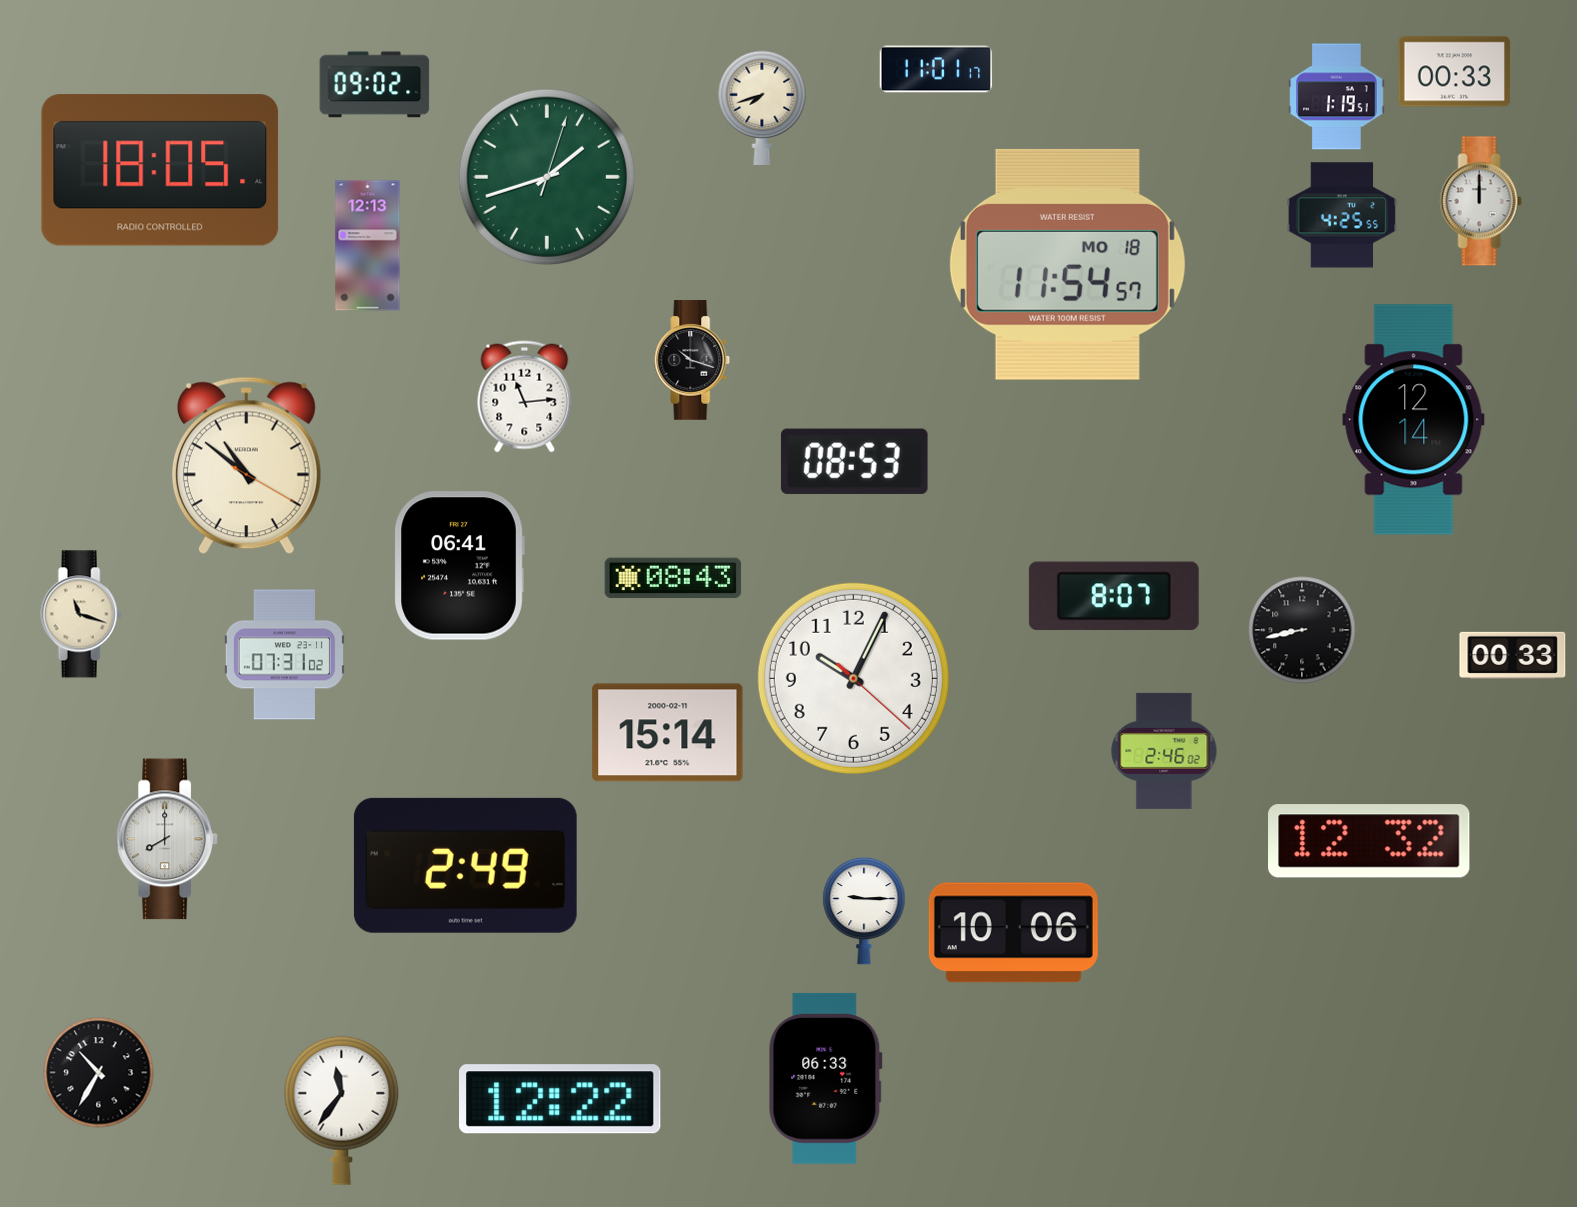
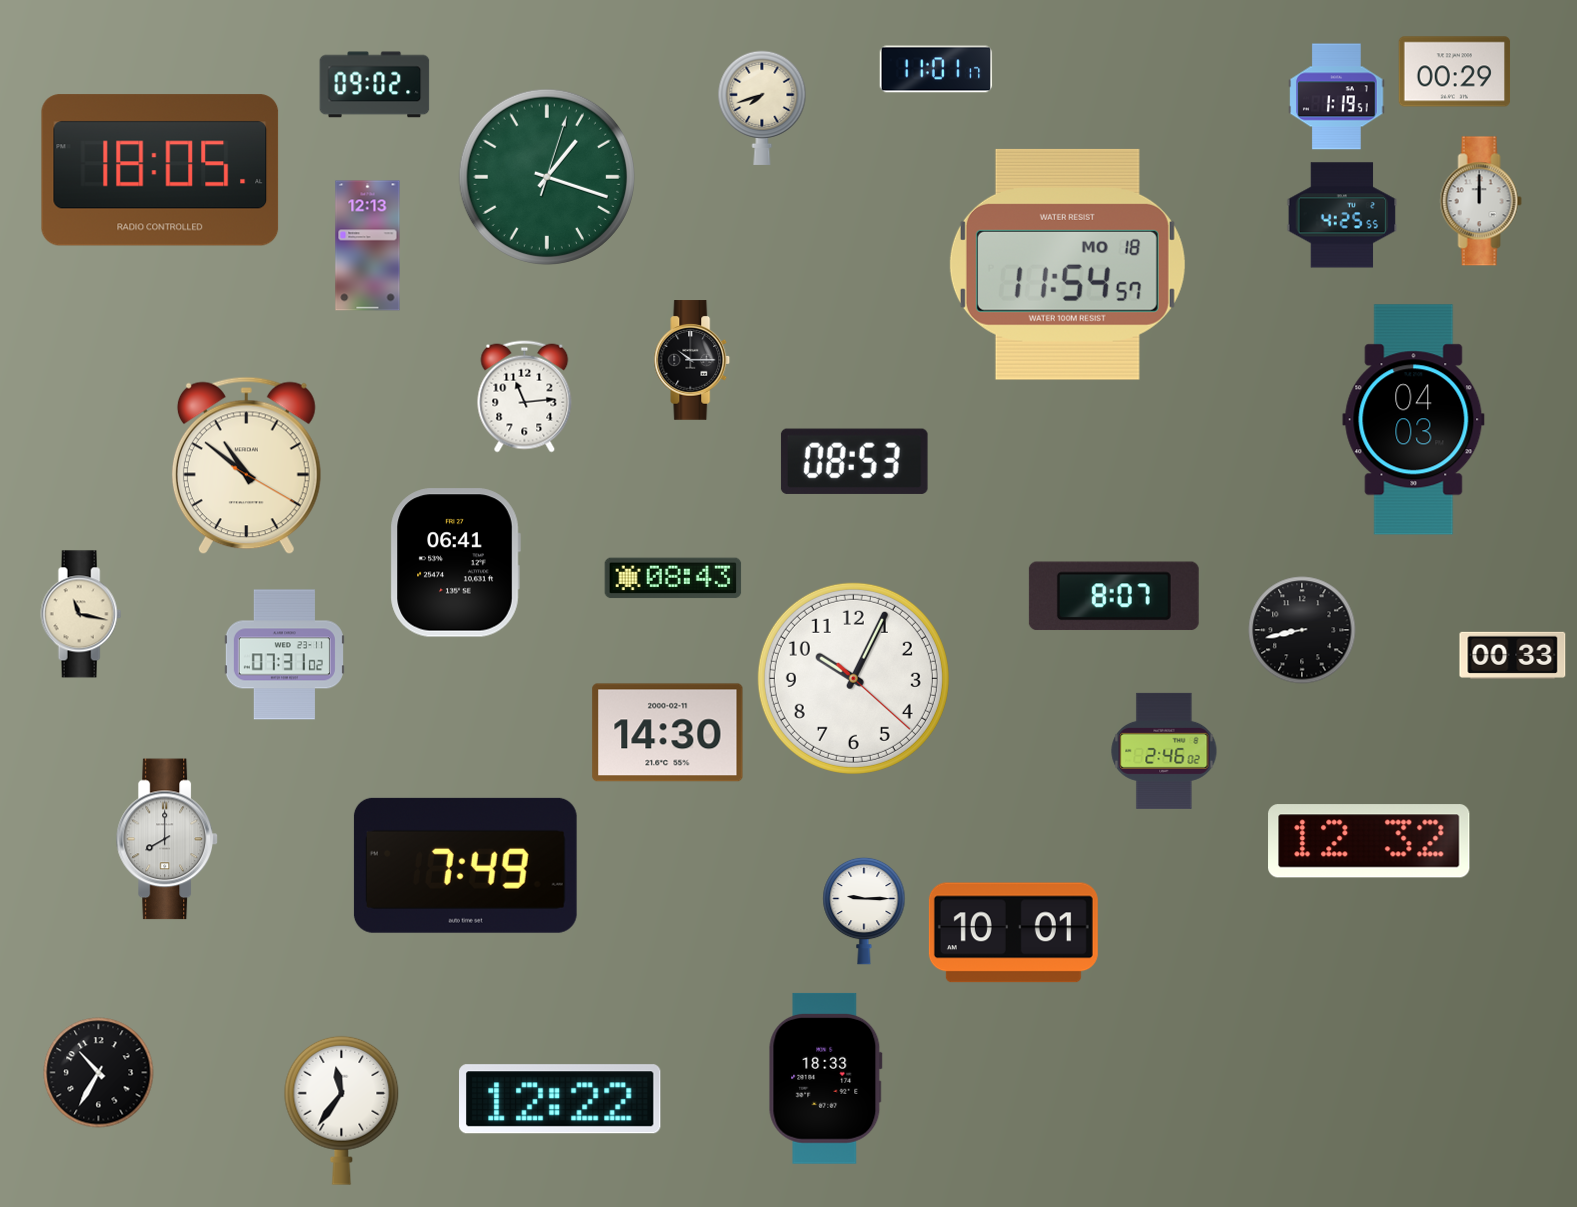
clock at (1455, 72): 00:33 -> 00:29
clock at (547, 177): 1:42 -> 1:18
clock at (692, 360): 10:18 -> 10:15
clock at (1414, 420): 12:14 -> 04:03
clock at (459, 566) position: (459, 566) -> (455, 563)
clock at (81, 614): 11:18 -> 11:17
clock at (668, 733): 15:14 -> 14:30
clock at (465, 865): 2:49 -> 7:49
clock at (1013, 933): 10:06 -> 10:01
clock at (825, 1078): 06:33 -> 18:33
